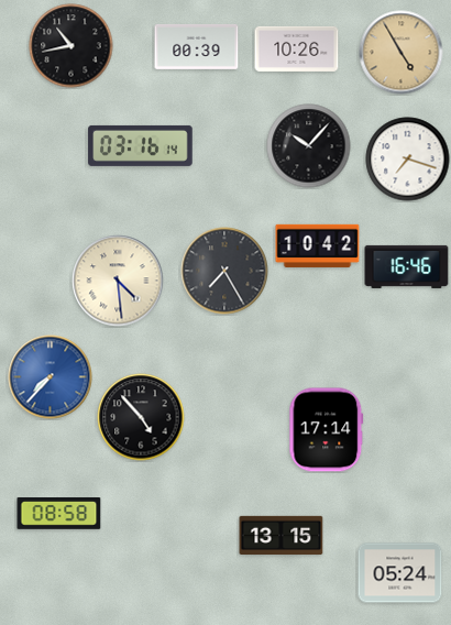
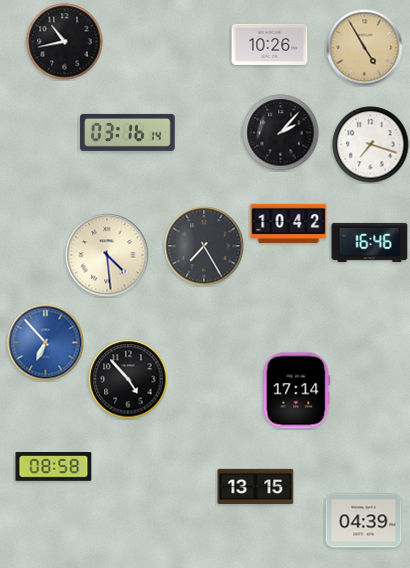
clock at (197, 46): 00:39 -> none
clock at (309, 146): 10:07 -> 2:07
clock at (51, 377): 7:37 -> 6:53
clock at (400, 573): 05:24 -> 04:39
